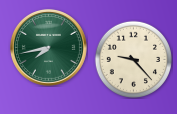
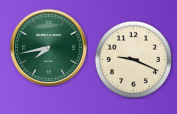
clock at (133, 59): 9:23 -> 9:19
